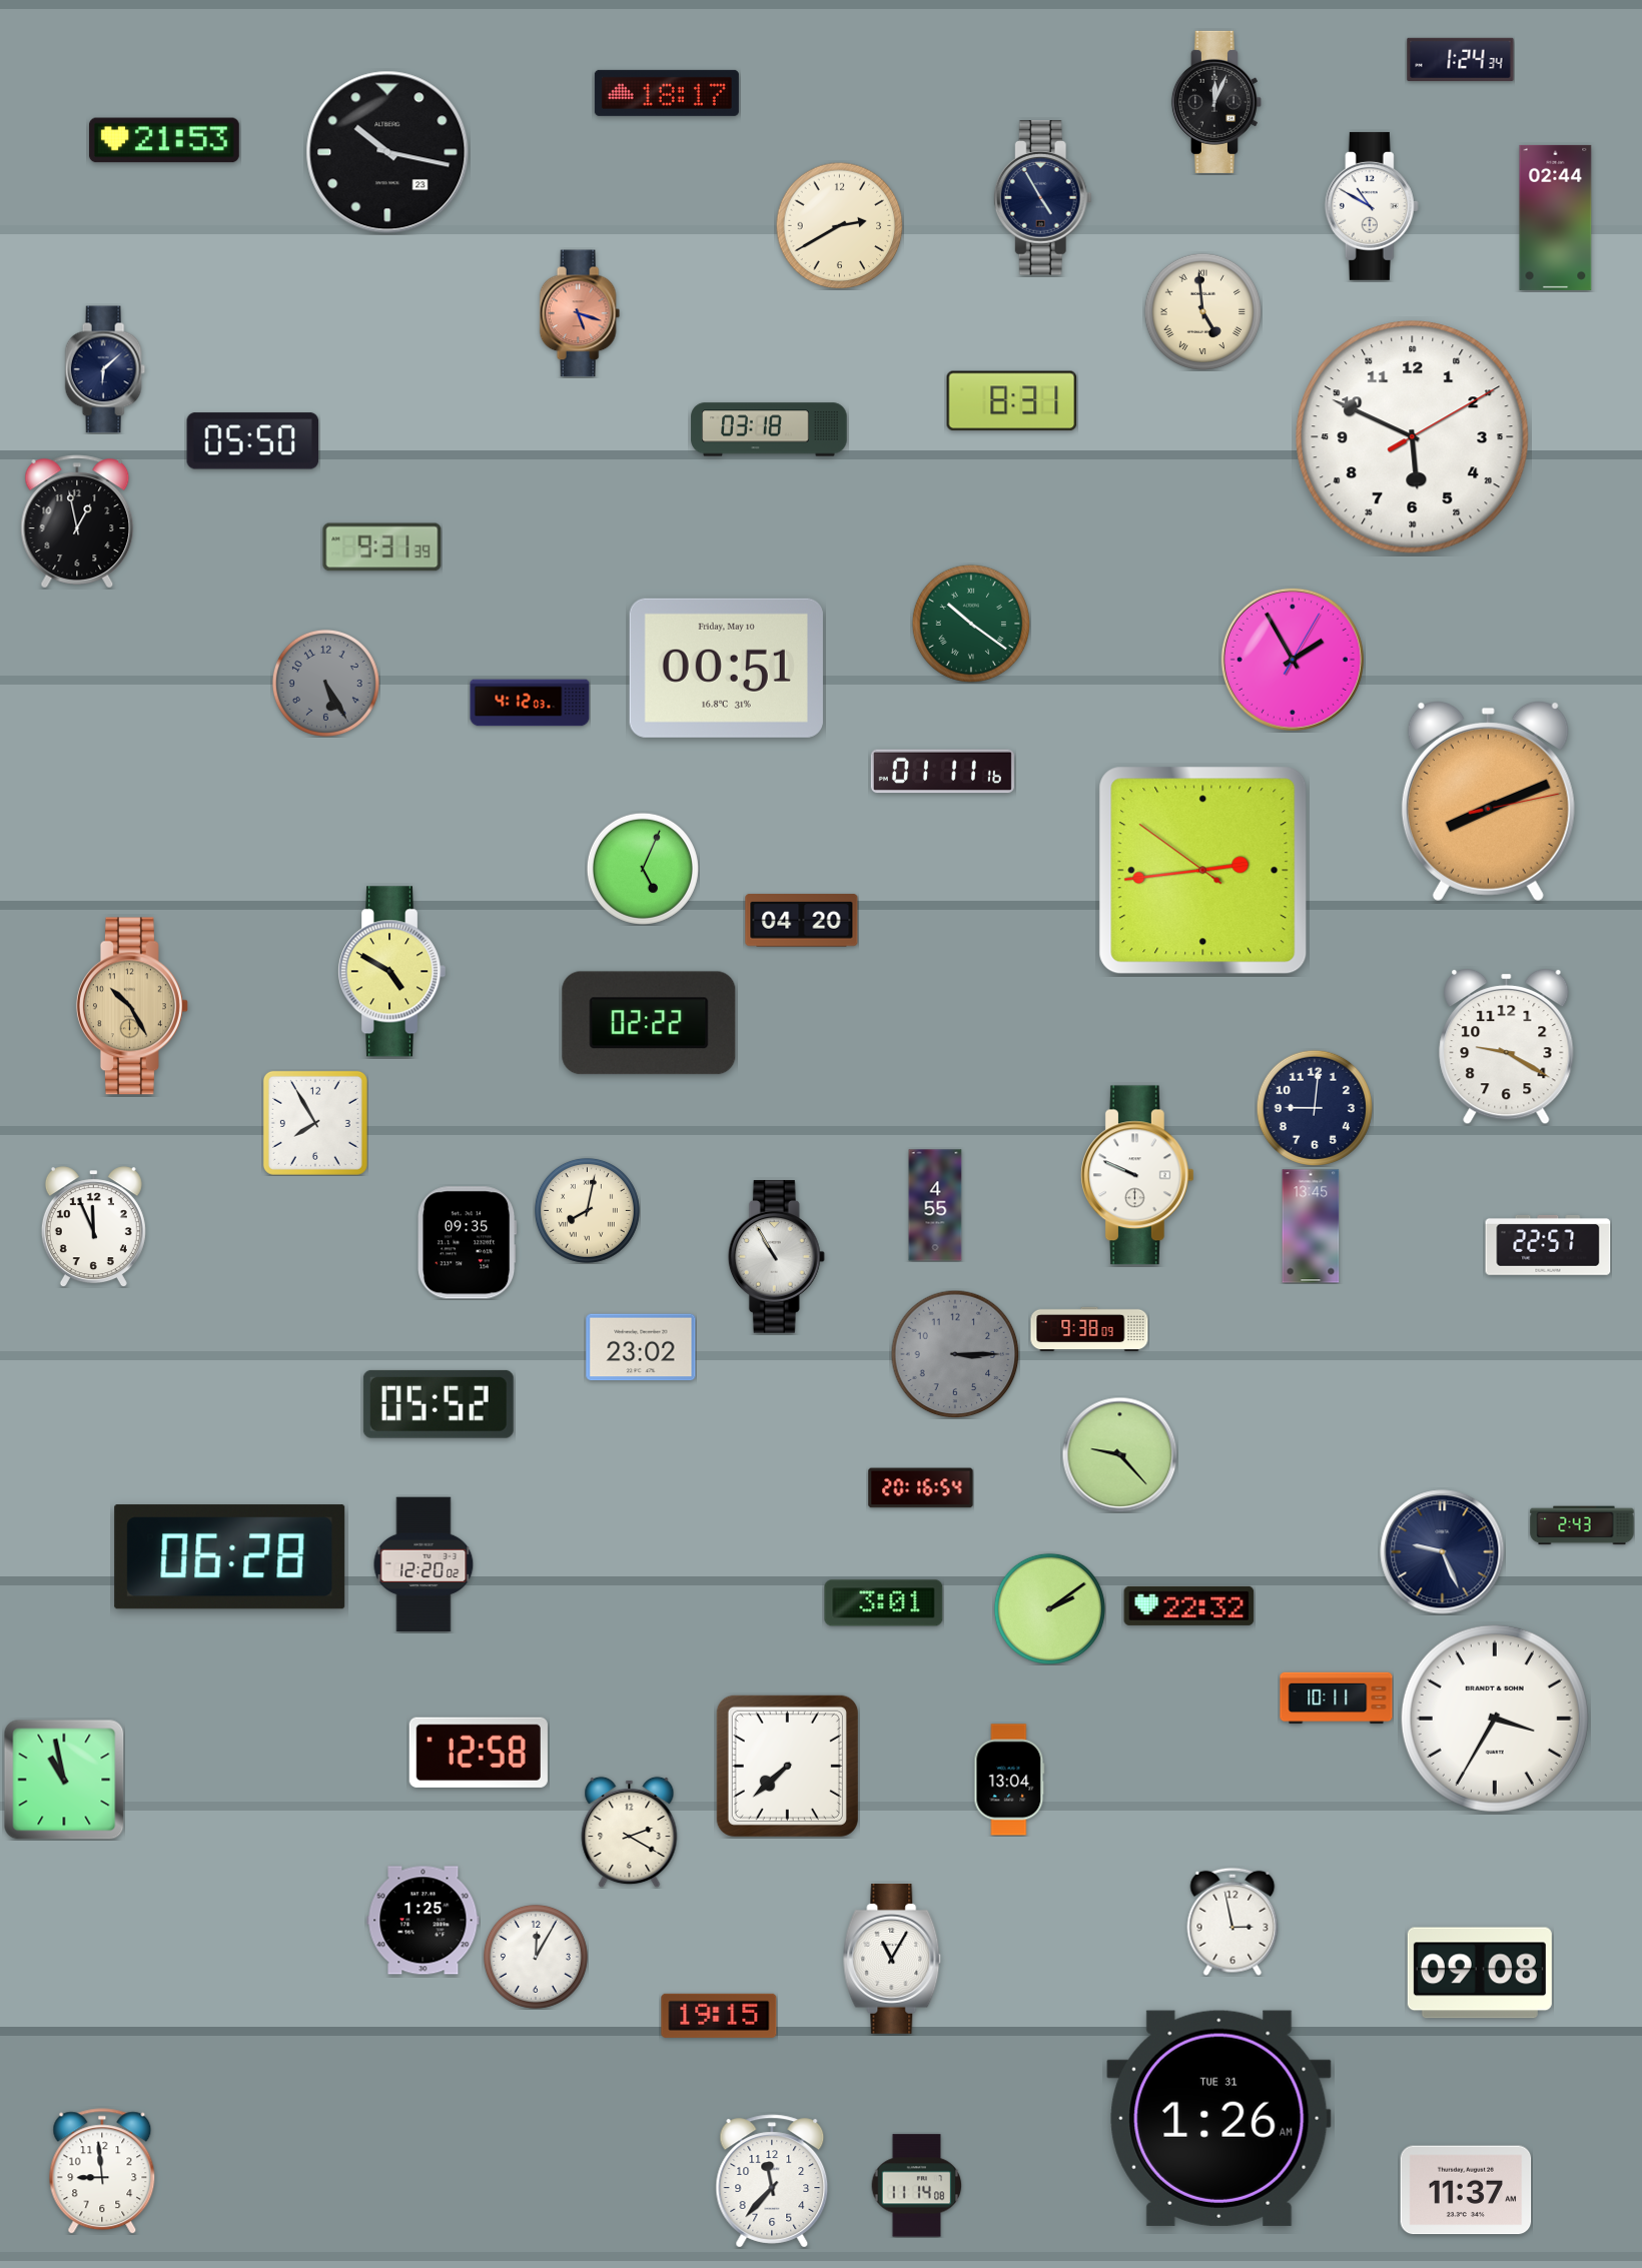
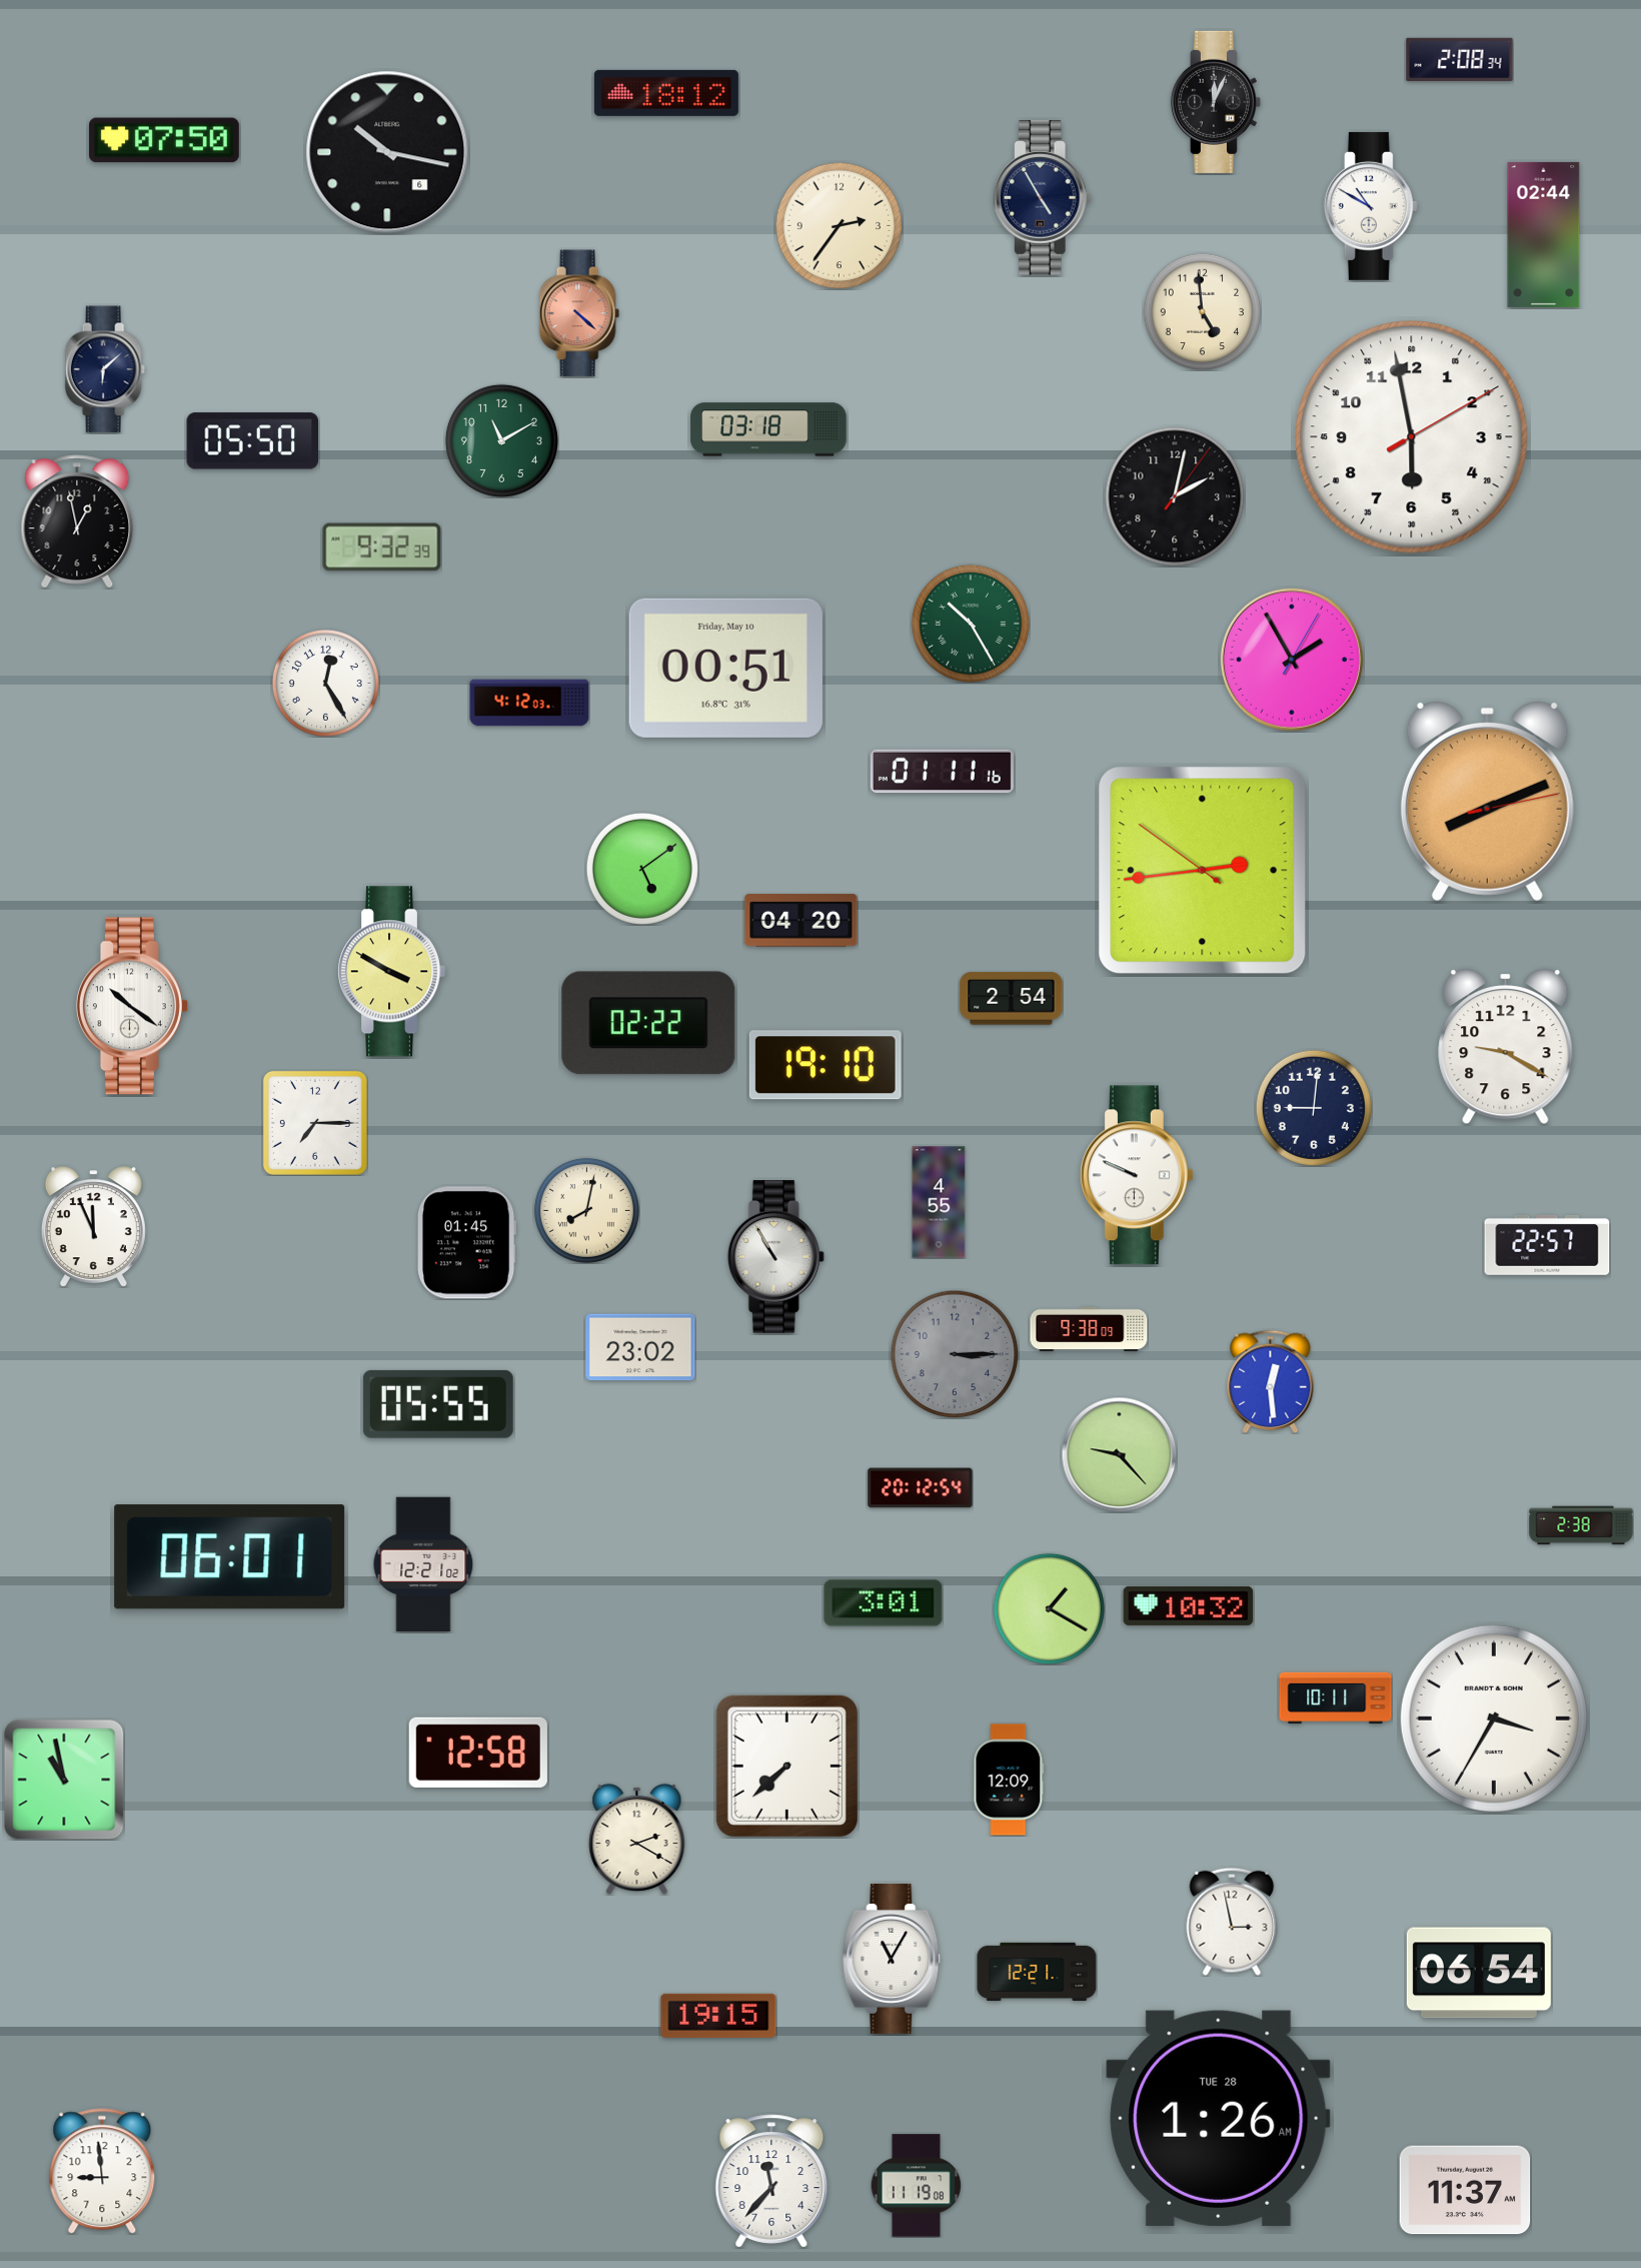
clock at (1461, 59): 1:24 -> 2:08
clock at (667, 93): 18:17 -> 18:12
clock at (164, 140): 21:53 -> 07:50
clock at (387, 152) date: 23 -> 6
clock at (1556, 217) position: (1556, 217) -> (1544, 234)
clock at (839, 225): 2:40 -> 2:36
clock at (1202, 311) numerals: Roman -> Arabic
clock at (580, 313): 5:18 -> 4:22
clock at (1012, 401): 8:31 -> none
clock at (1413, 437): 5:49 -> 5:58
clock at (501, 440): none -> 11:10
clock at (1175, 496): none -> 2:02
clock at (382, 547): 9:31 -> 9:32
clock at (971, 624): 10:21 -> 10:25
clock at (325, 683): 5:25 -> 12:25
clock at (325, 683) dial: grey -> white
clock at (643, 869): 5:04 -> 5:09
clock at (391, 972): 4:50 -> 3:50
clock at (1012, 999): none -> 2:54
clock at (132, 1006): 10:25 -> 10:21
clock at (132, 1006) dial: champagne -> white
clock at (826, 1065): none -> 19:10
clock at (315, 1123): 7:55 -> 7:15
clock at (935, 1205) position: (935, 1205) -> (939, 1202)
clock at (1311, 1226): 13:45 -> none
clock at (468, 1243): 09:35 -> 01:45
clock at (1271, 1381): none -> 12:29
clock at (439, 1404): 05:52 -> 05:55
clock at (921, 1488): 20:16 -> 20:12
clock at (1582, 1525): 2:43 -> 2:38
clock at (1443, 1552): 9:26 -> none
clock at (230, 1557): 06:28 -> 06:01
clock at (424, 1564): 12:20 -> 12:21
clock at (1189, 1605): 22:32 -> 10:32
clock at (1049, 1608): 2:09 -> 1:20
clock at (1009, 1780): 13:04 -> 12:09
clock at (630, 1832) position: (630, 1832) -> (637, 1839)
clock at (424, 1921): 1:25 -> none
clock at (536, 1957): 12:05 -> none
clock at (1037, 1971): none -> 12:21
clock at (1480, 1973): 09:08 -> 06:54
clock at (1219, 2118) date: TUE 31 -> TUE 28
clock at (917, 2186): 11:14 -> 11:19
